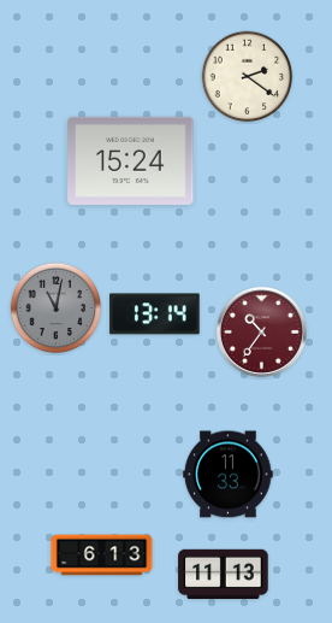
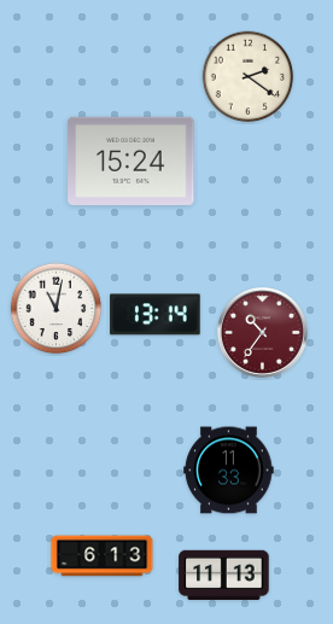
clock at (57, 308) dial: grey -> white
clock at (229, 475) position: (229, 475) -> (229, 471)
